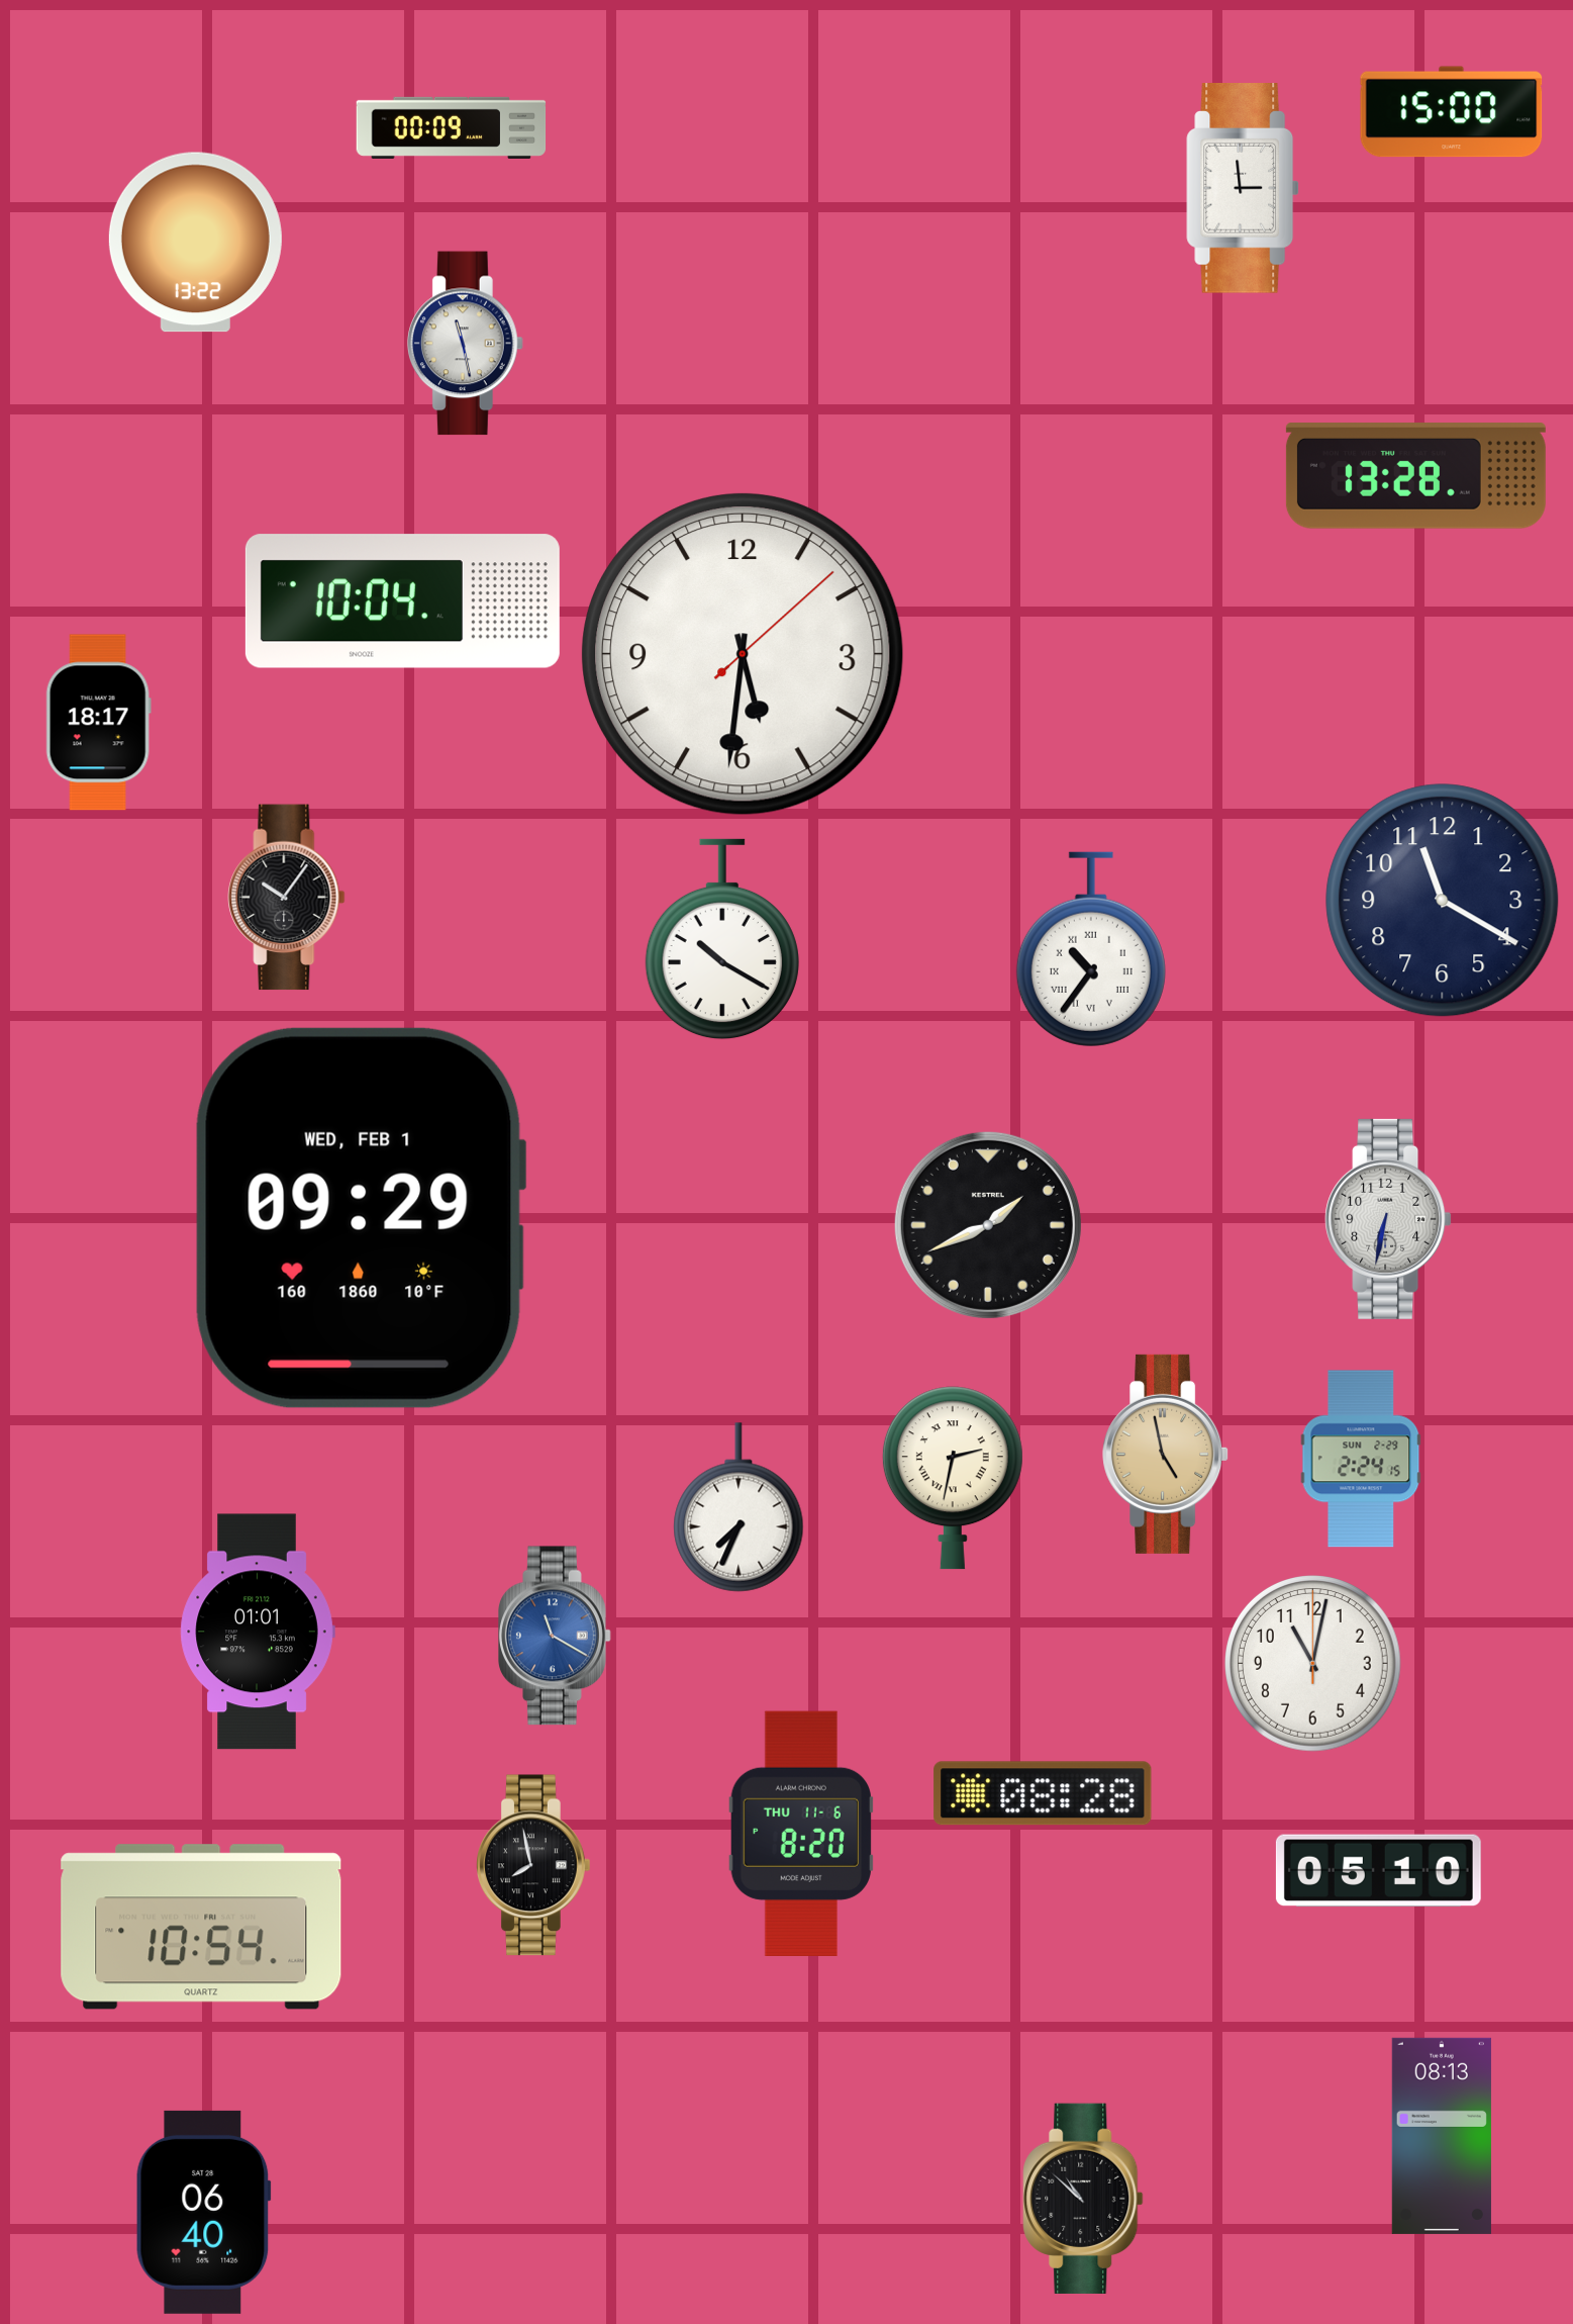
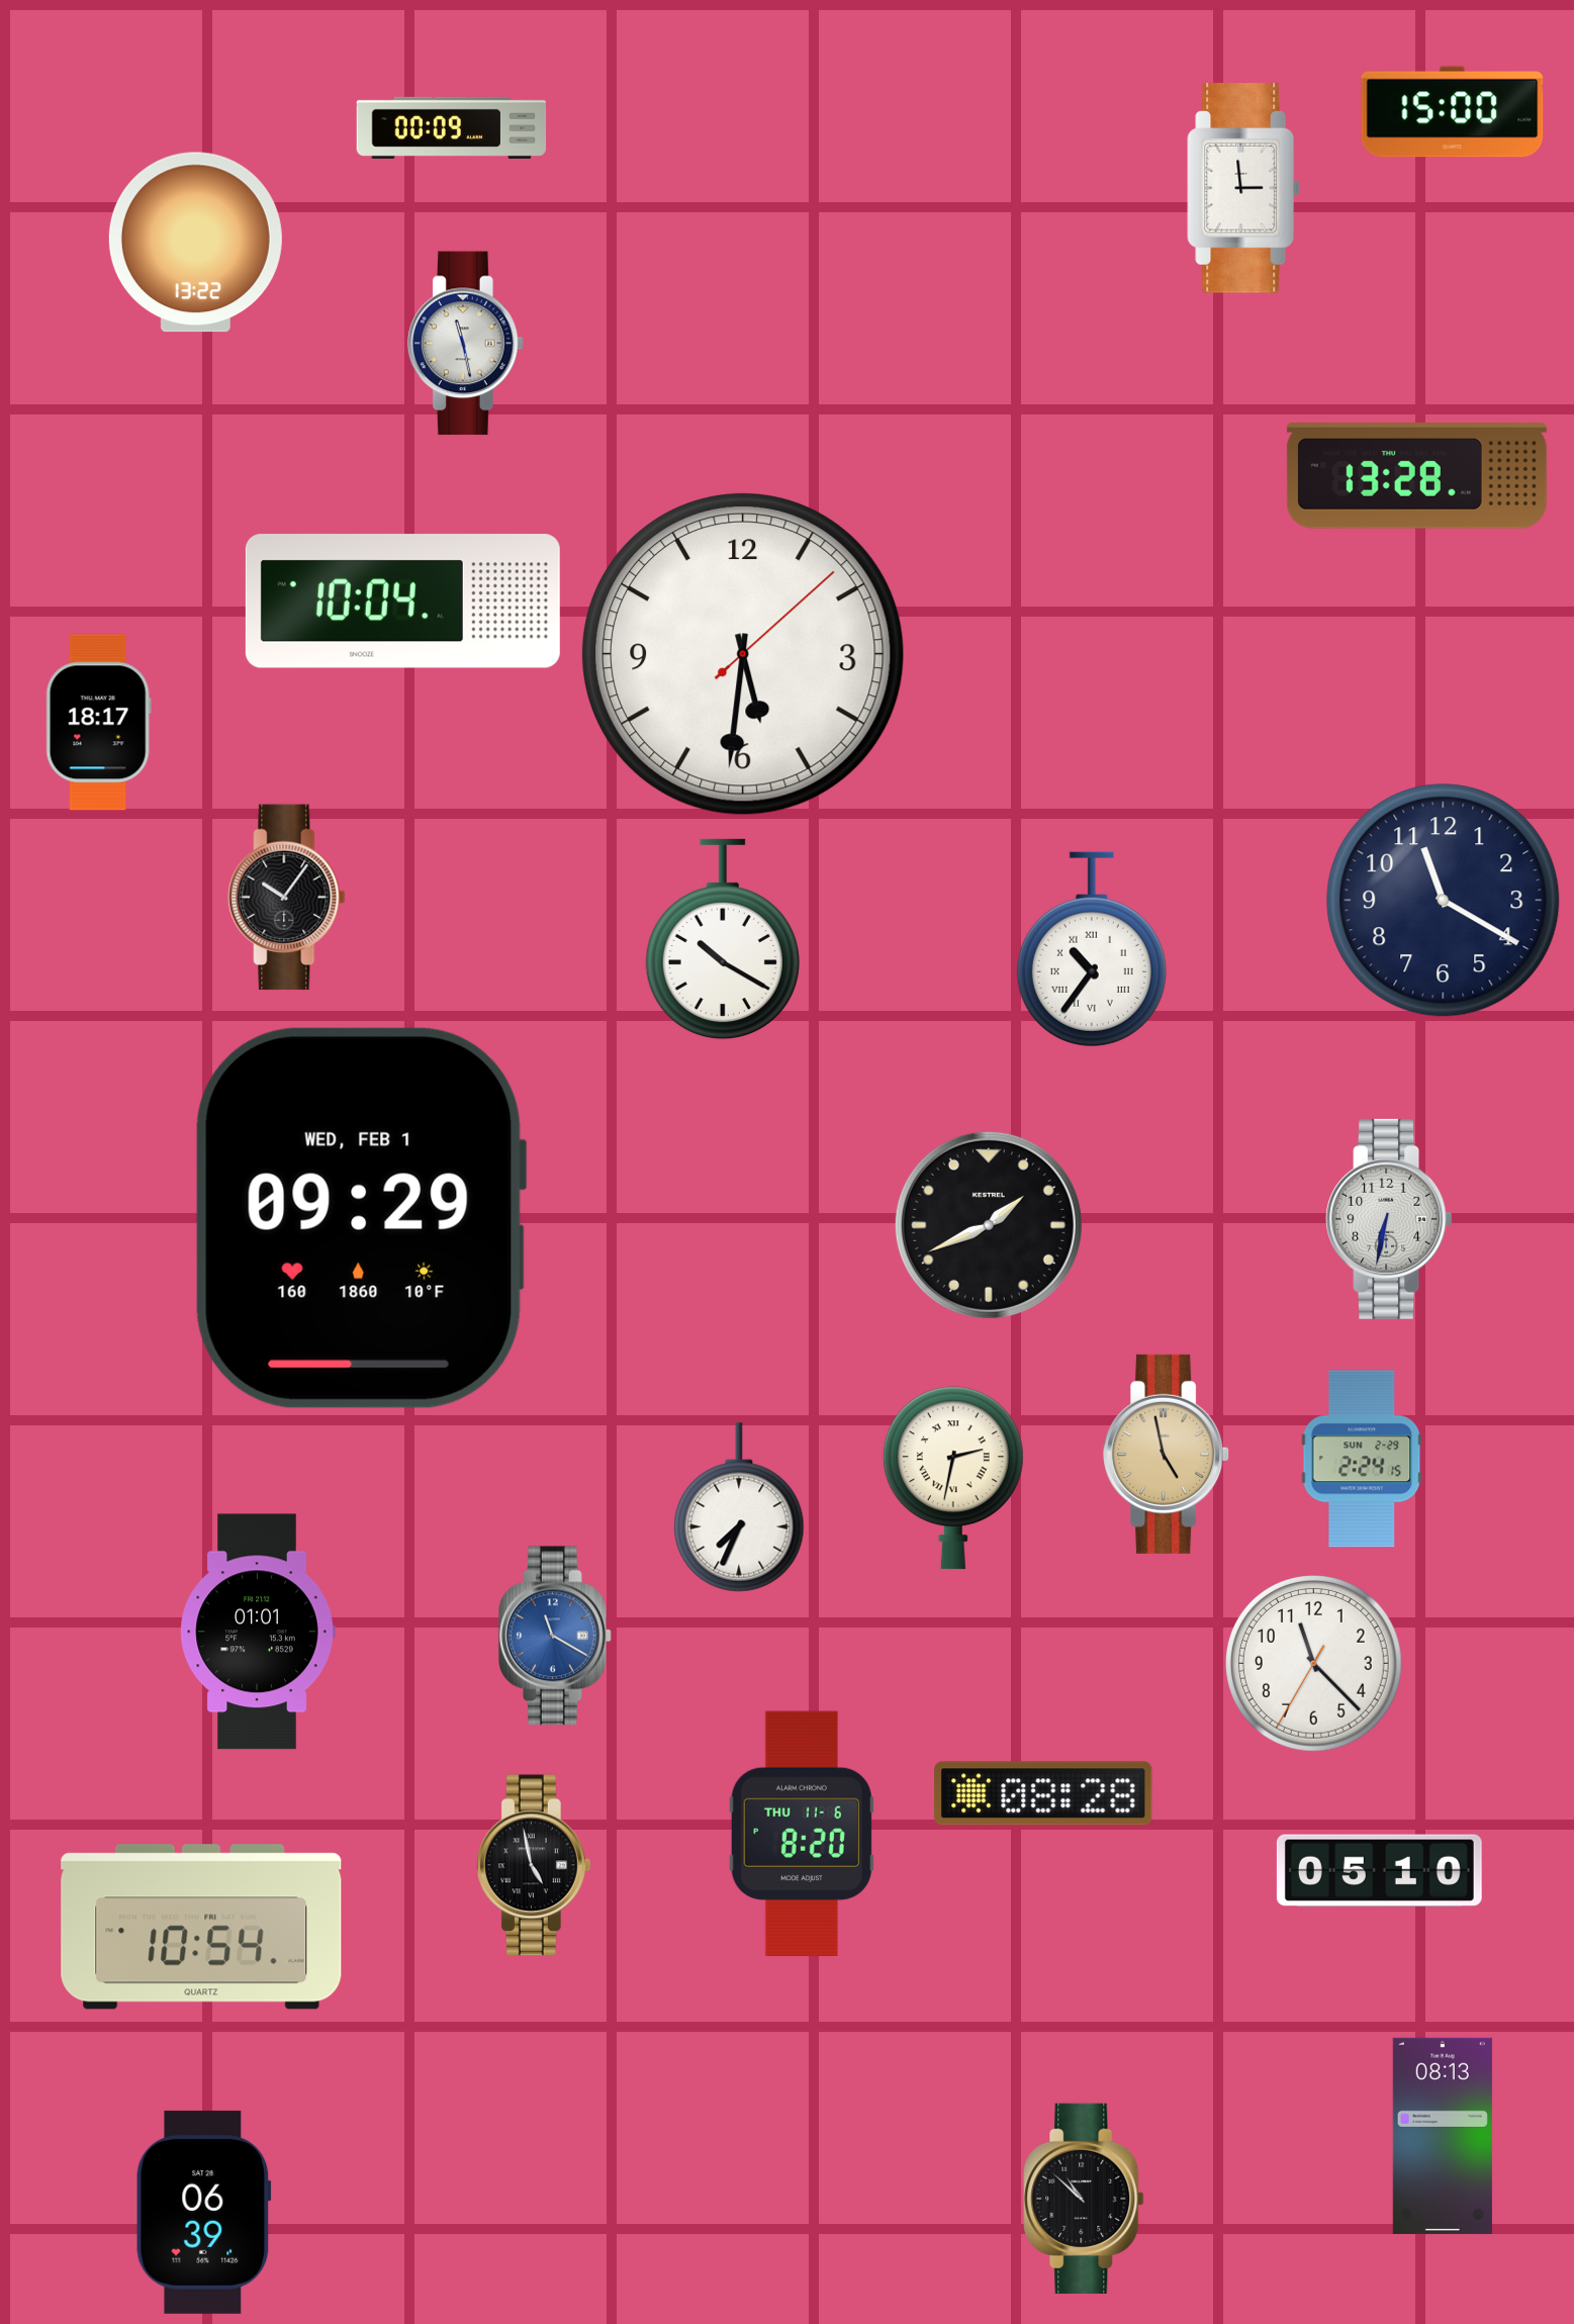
clock at (1313, 1664): 11:02 -> 11:22
clock at (534, 1865): 7:58 -> 4:58
clock at (203, 2212): 06:40 -> 06:39
